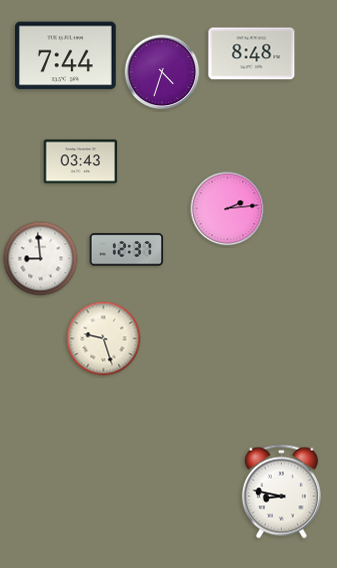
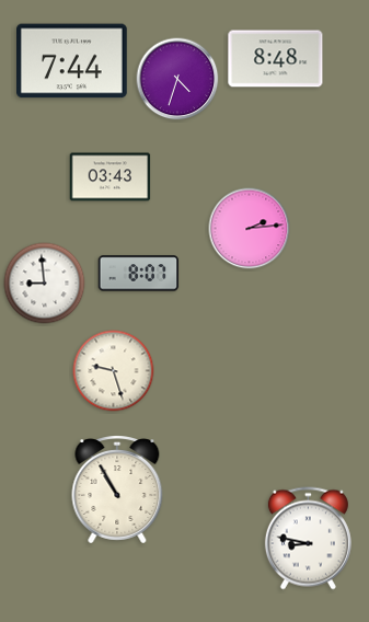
clock at (81, 162) position: (81, 162) -> (111, 177)
clock at (127, 250): 12:37 -> 8:07
clock at (117, 491): none -> 10:55
